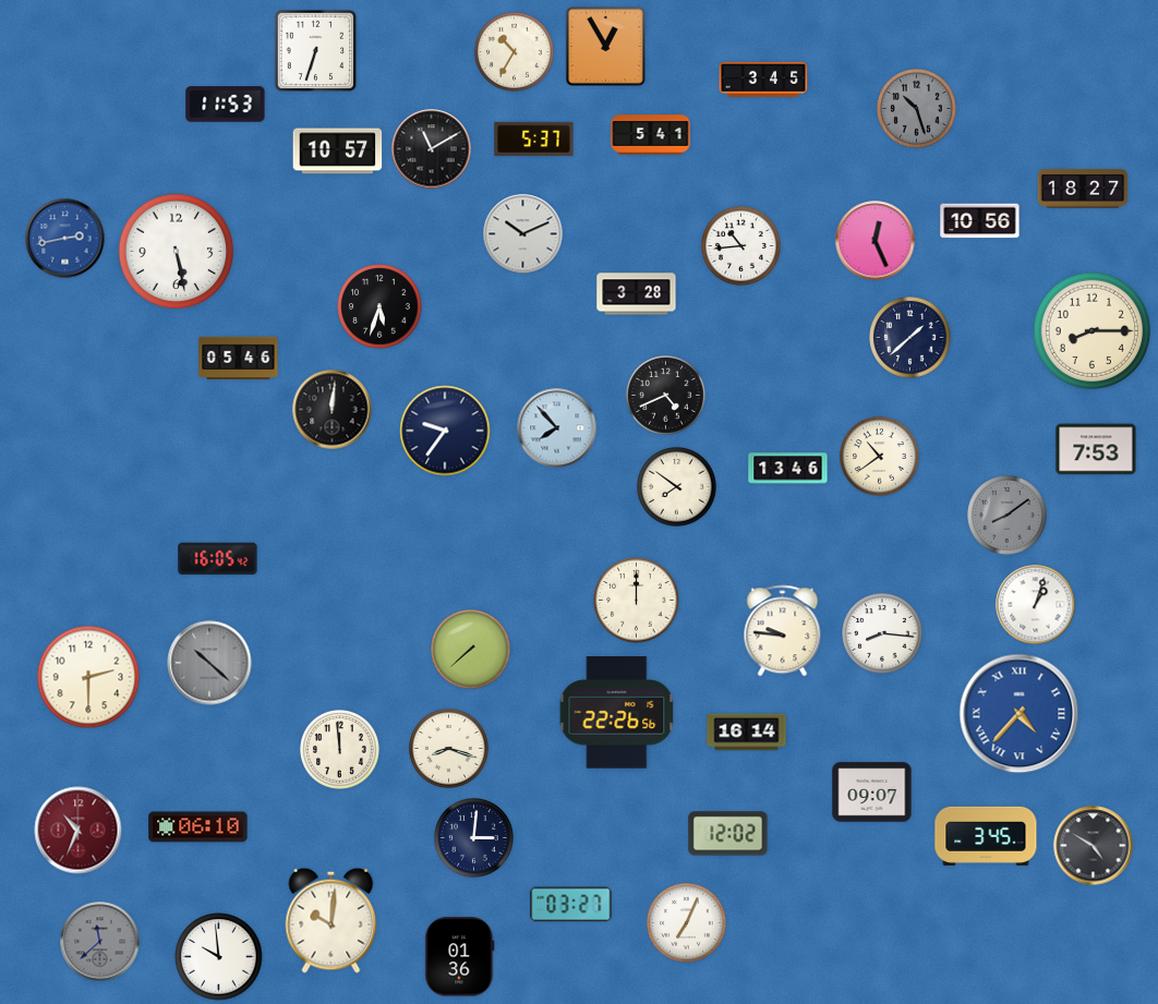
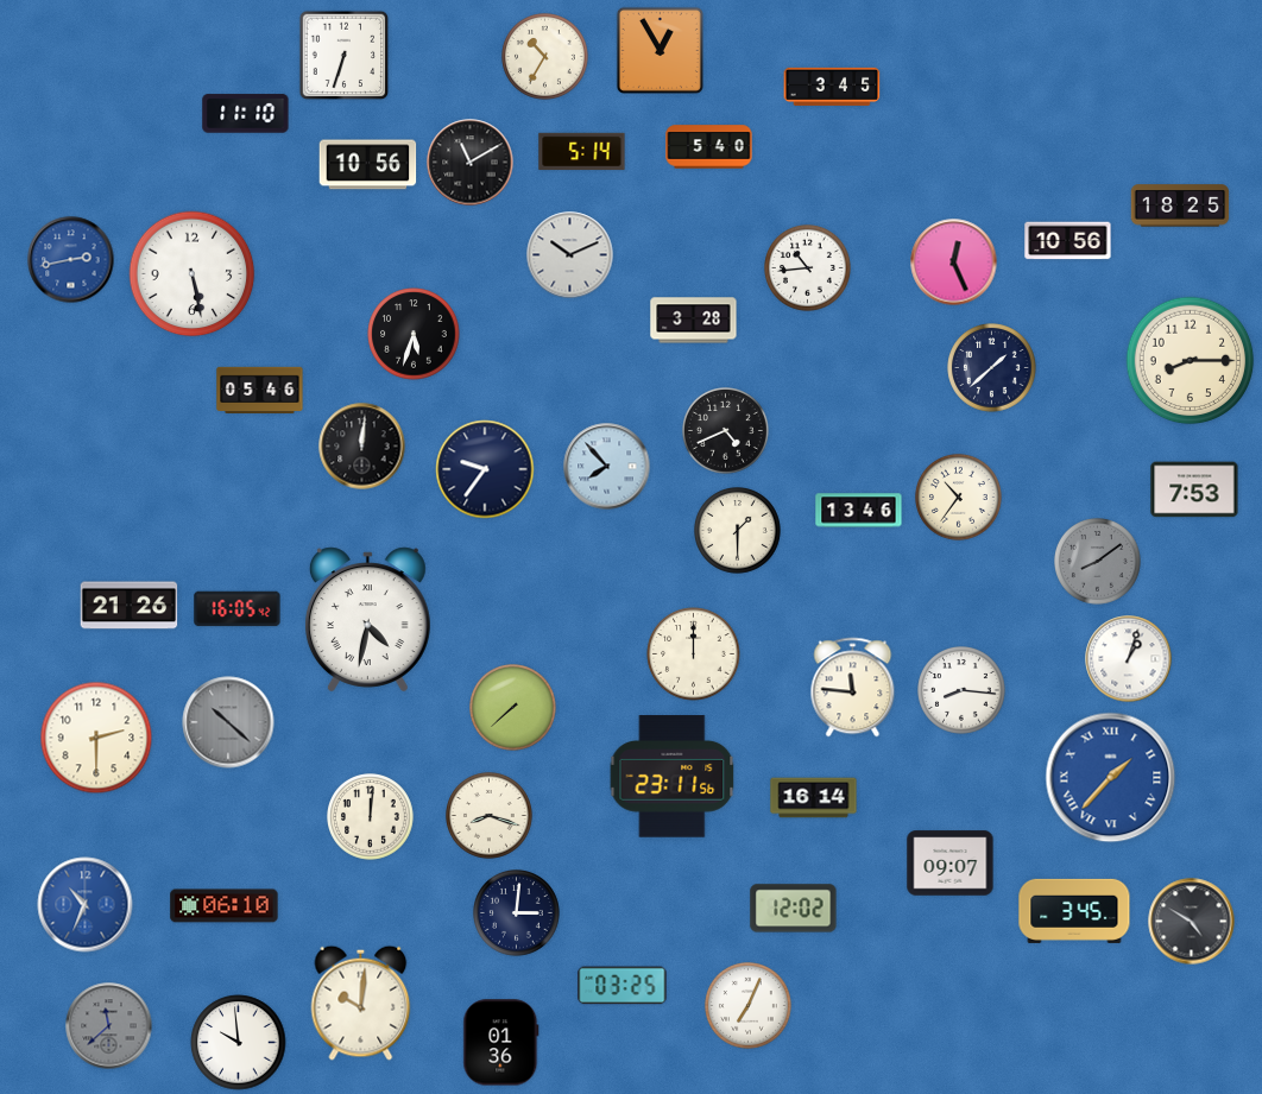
clock at (515, 52) position: (515, 52) -> (545, 57)
clock at (226, 105): 11:53 -> 11:10
clock at (917, 109): 10:27 -> none
clock at (651, 135): 5:41 -> 5:40
clock at (534, 140): 5:37 -> 5:14
clock at (338, 152): 10:57 -> 10:56
clock at (1083, 189): 18:27 -> 18:25
clock at (880, 457): 10:39 -> 10:36
clock at (677, 487): 7:51 -> 1:30
clock at (130, 606): none -> 21:26
clock at (367, 620): none -> 4:32
clock at (783, 631): 9:46 -> 11:46
clock at (617, 713): 22:26 -> 23:11
clock at (1020, 714): 4:37 -> 1:37
clock at (340, 750): 11:59 -> 12:01
clock at (198, 827) position: (198, 827) -> (225, 906)
clock at (79, 831) dial: burgundy -> blue
clock at (571, 905): 03:27 -> 03:25
